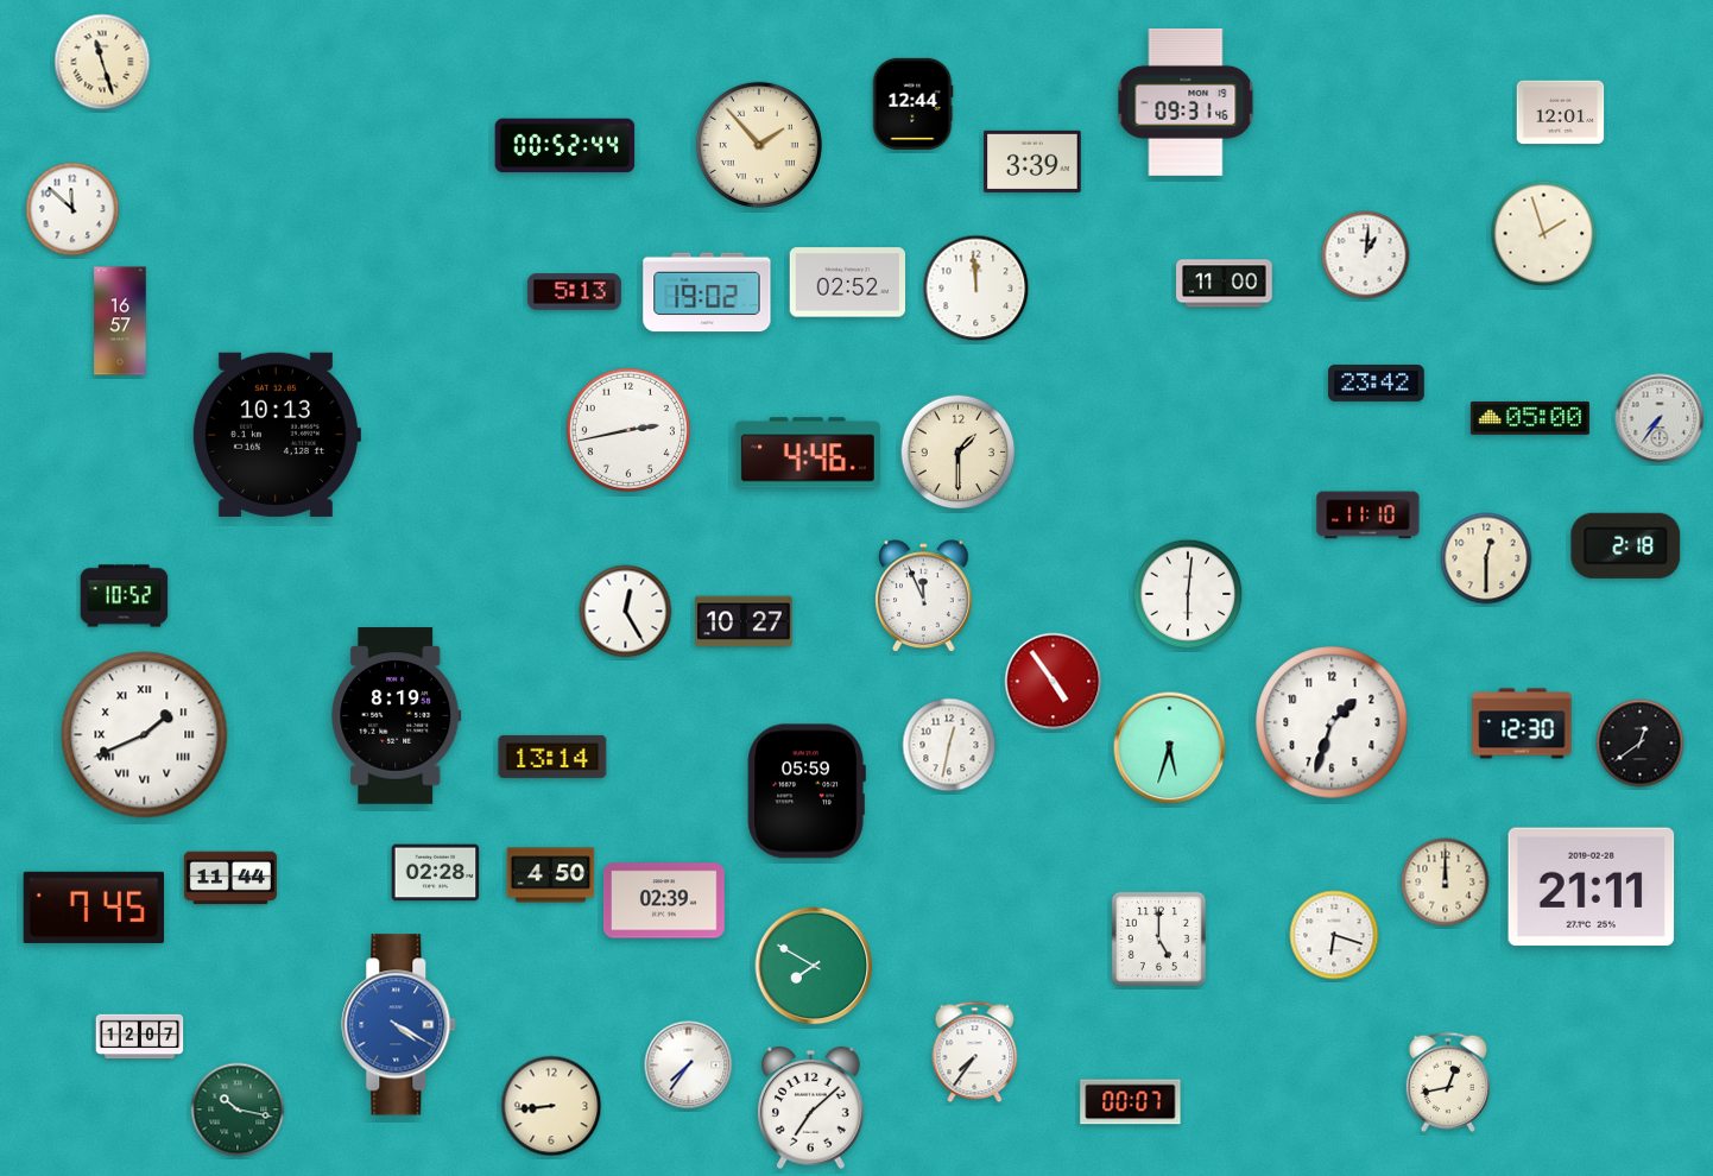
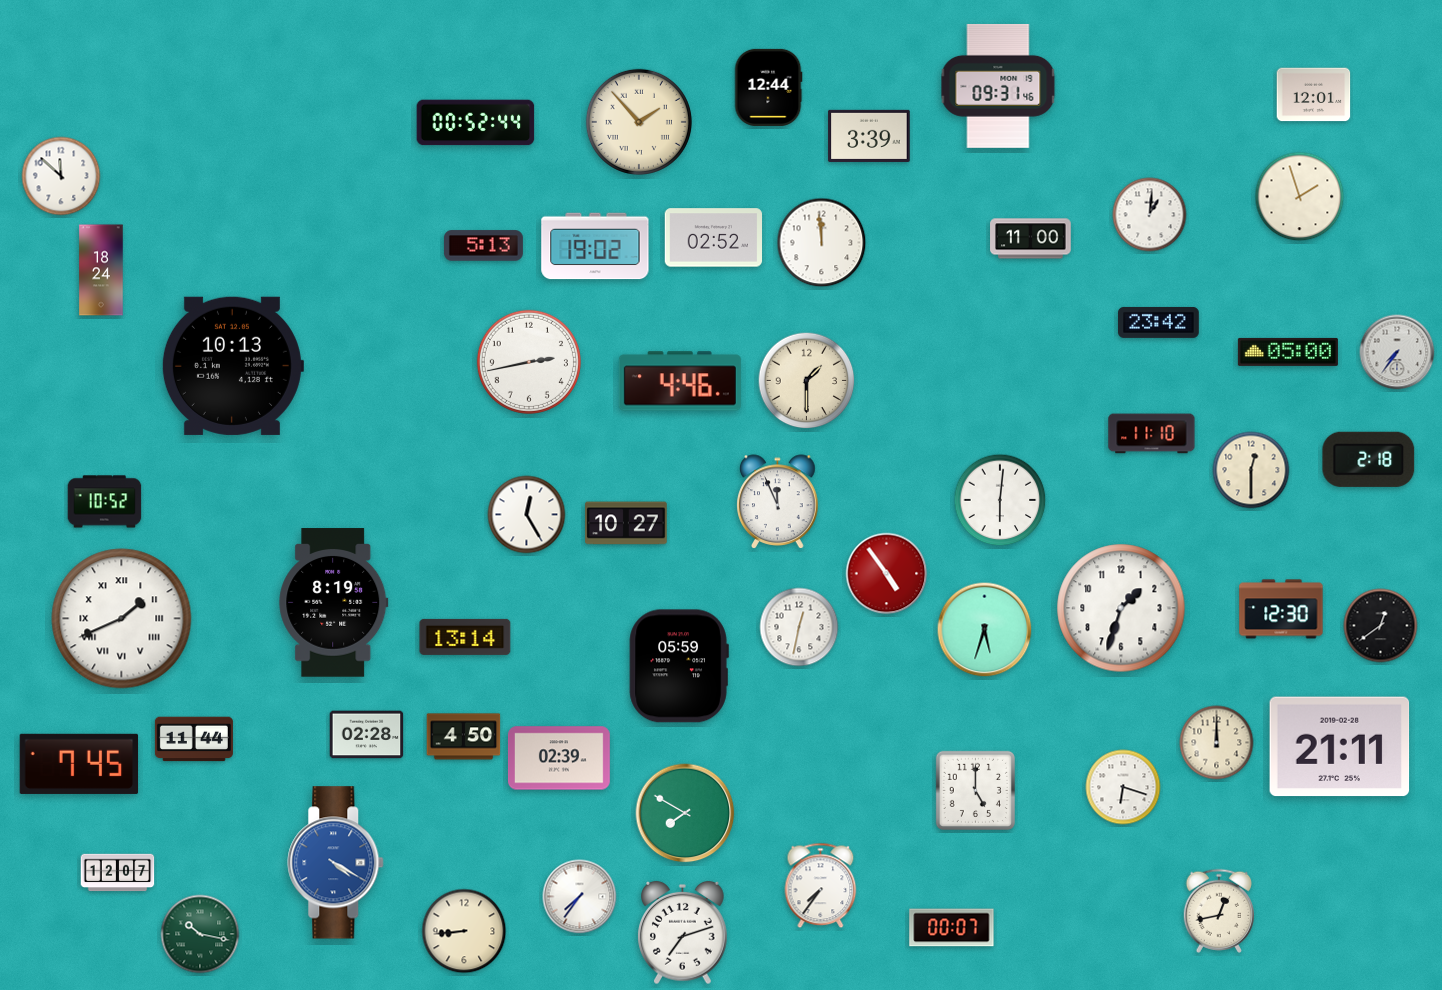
clock at (102, 62): 11:27 -> none
clock at (120, 321): 16:57 -> 18:24
clock at (811, 1108): 7:08 -> 7:12
